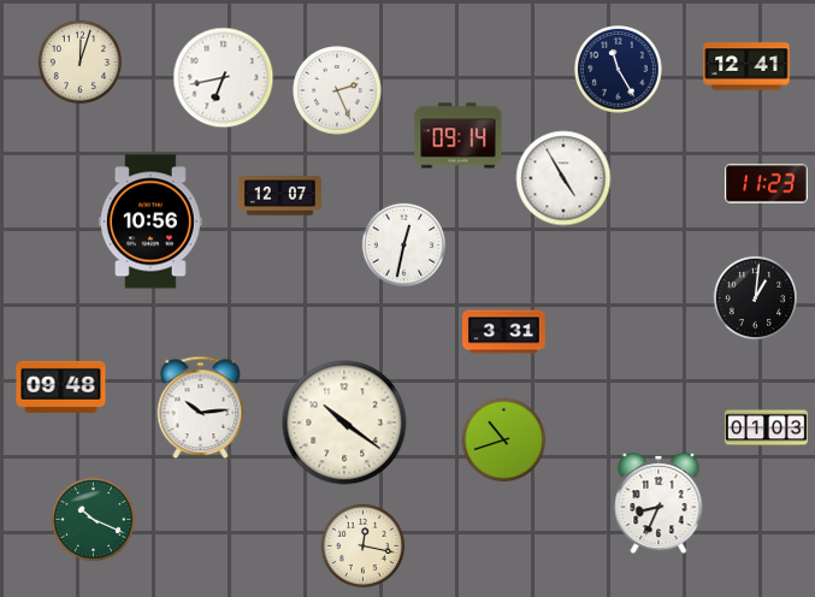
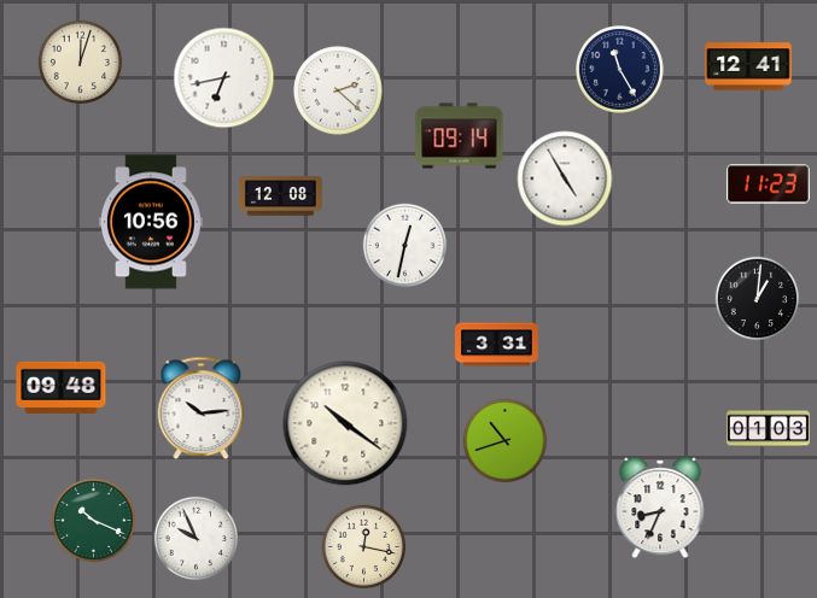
clock at (337, 90): 2:26 -> 2:22
clock at (279, 196): 12:07 -> 12:08
clock at (504, 332) position: (504, 332) -> (497, 345)
clock at (659, 503) position: (659, 503) -> (660, 508)
clock at (197, 539): none -> 9:56
